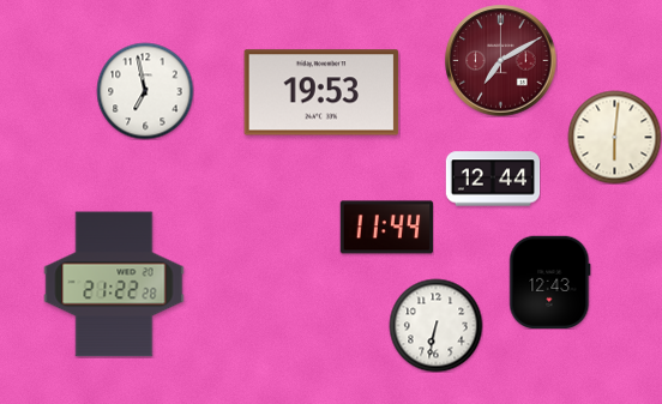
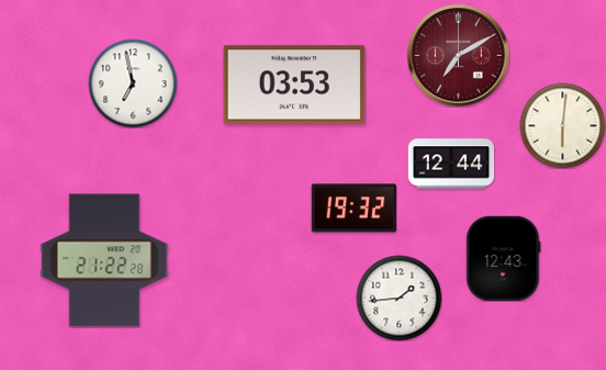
clock at (321, 92): 19:53 -> 03:53
clock at (386, 228): 11:44 -> 19:32
clock at (435, 325): 6:32 -> 1:44
